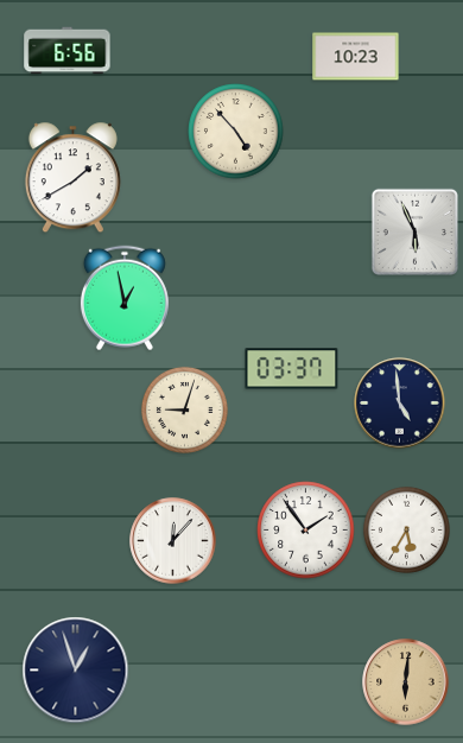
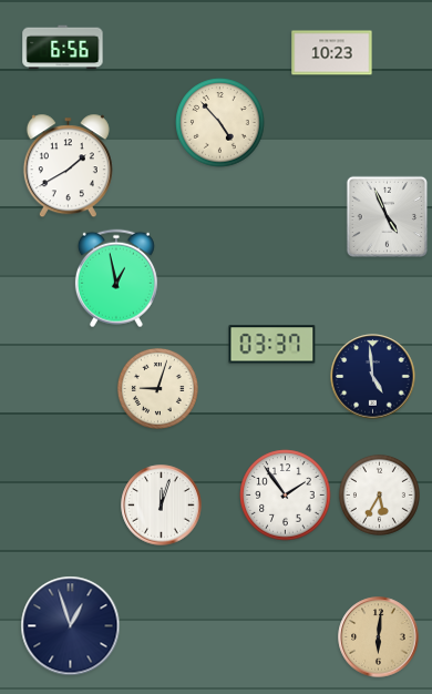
clock at (414, 231): 5:56 -> 4:56
clock at (184, 409) position: (184, 409) -> (157, 388)
clock at (173, 541): 12:07 -> 12:03
